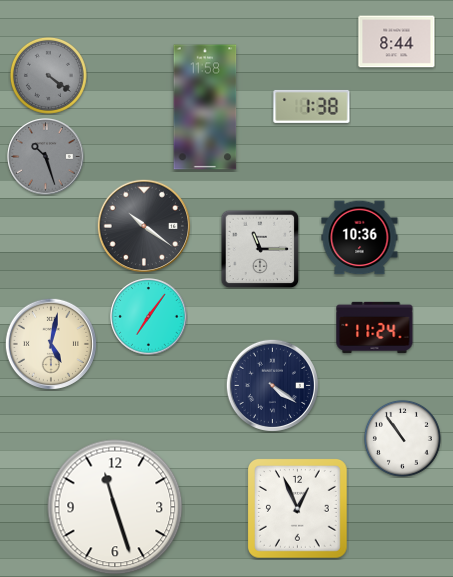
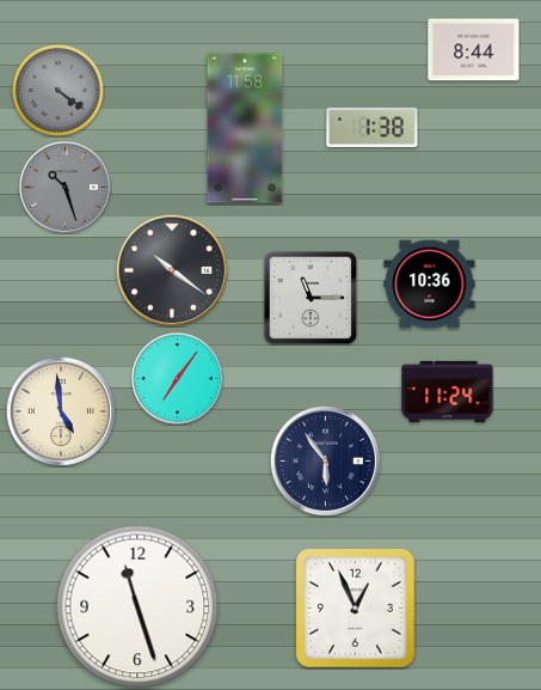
clock at (46, 157) position: (46, 157) -> (66, 188)
clock at (51, 344): 5:02 -> 4:59
clock at (272, 385): 4:21 -> 5:54
clock at (402, 438): 10:54 -> none
